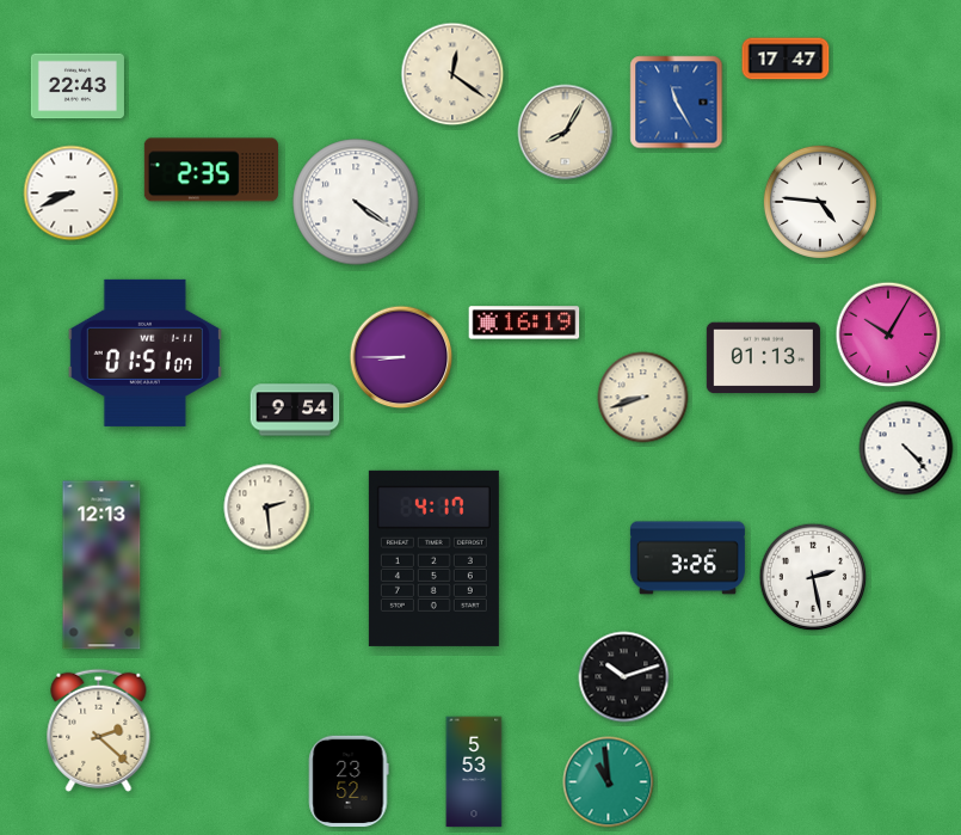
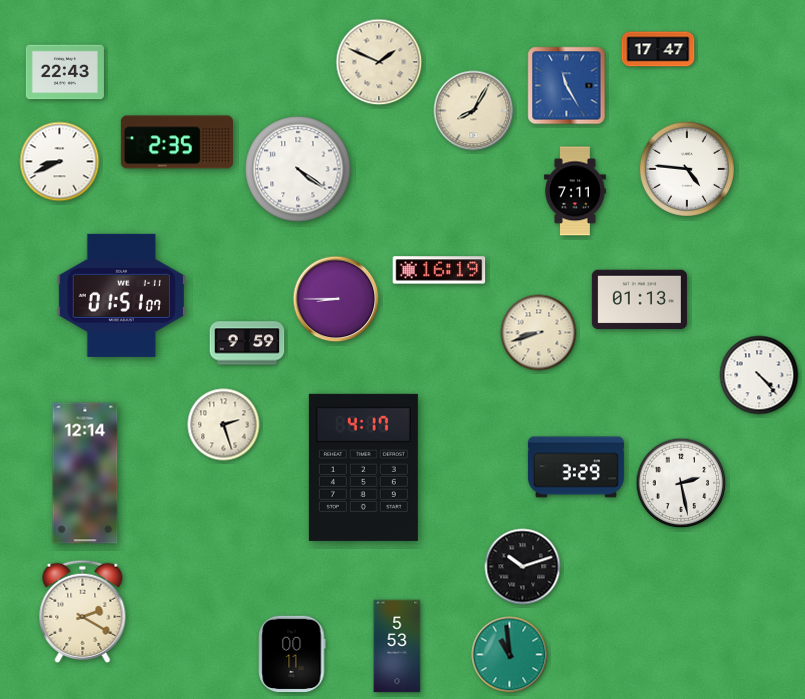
clock at (452, 74): 12:21 -> 1:49
clock at (575, 191): none -> 7:11
clock at (888, 334): 10:05 -> none
clock at (295, 410): 9:54 -> 9:59
clock at (267, 508): 2:29 -> 2:27
clock at (688, 558): 3:26 -> 3:29
clock at (101, 565): 12:13 -> 12:14
clock at (99, 730): 2:22 -> 2:20
clock at (349, 781): 23:52 -> 00:11
